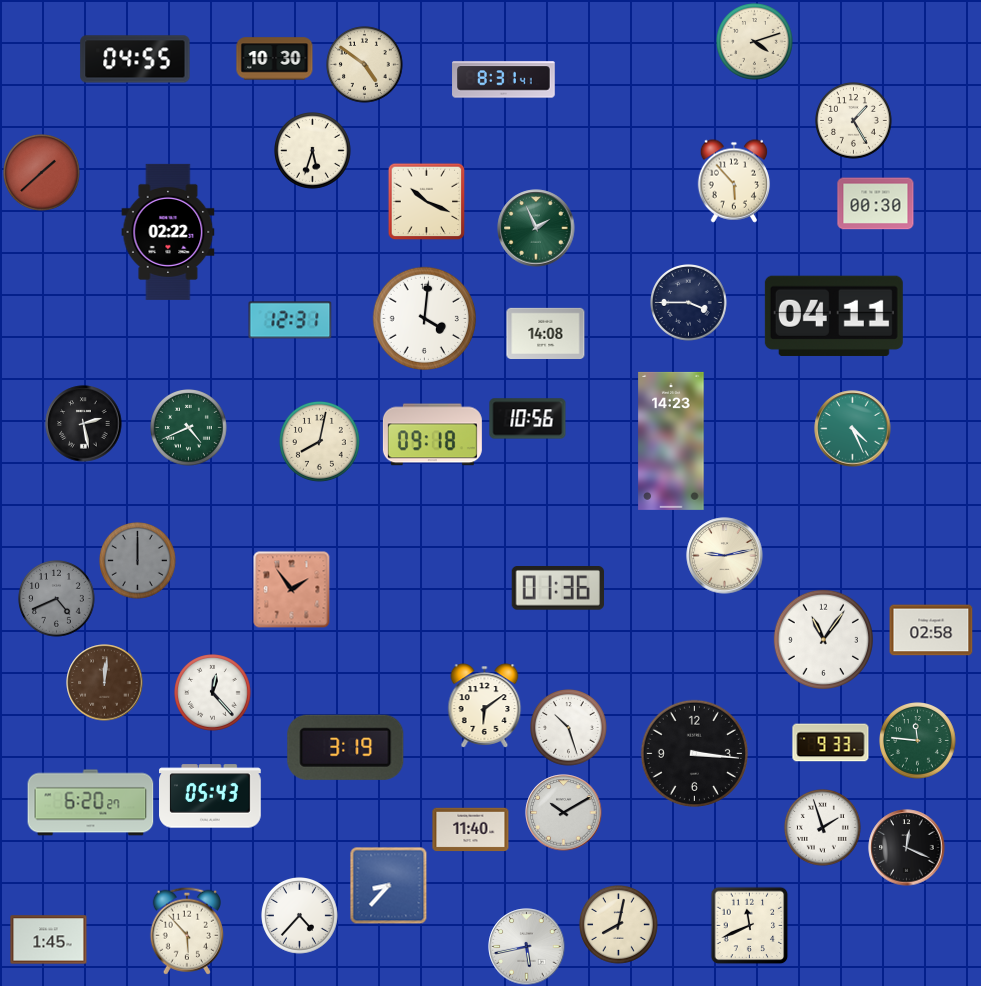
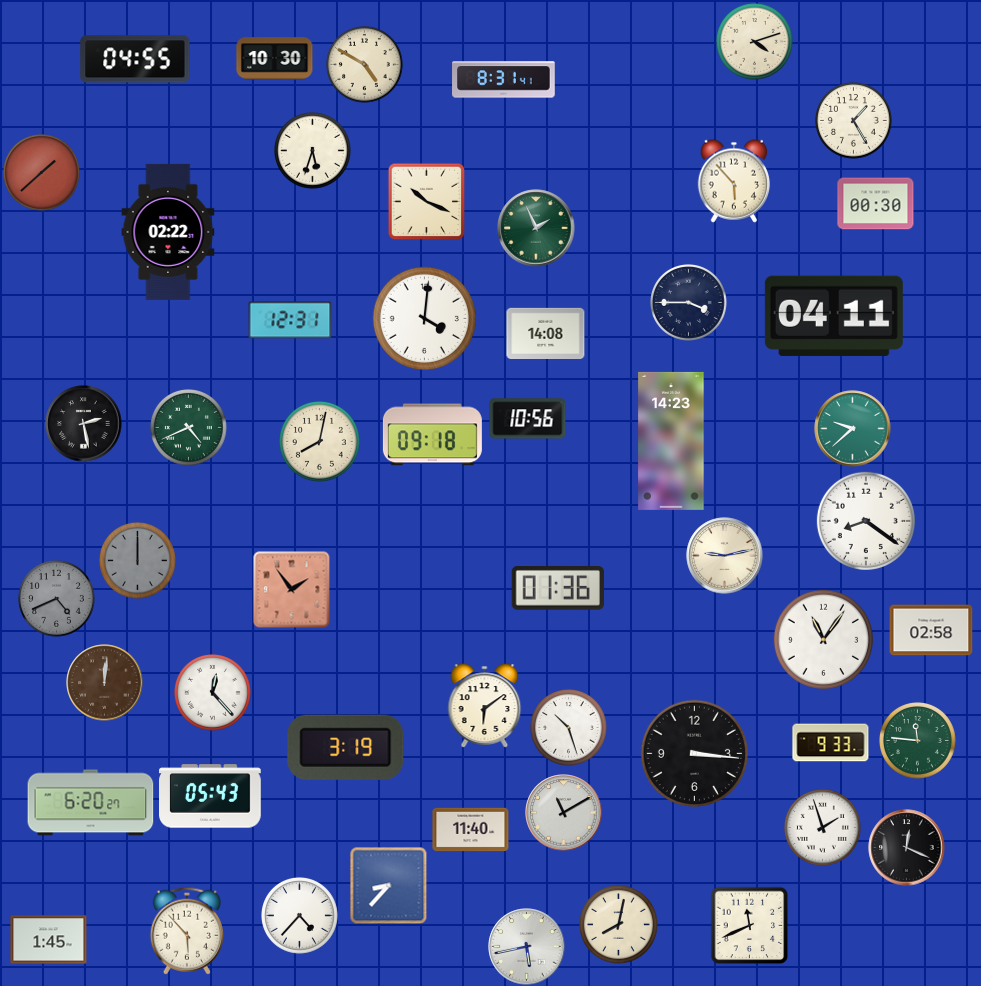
clock at (365, 65): 4:51 -> 4:50
clock at (853, 429): 4:26 -> 9:38
clock at (866, 521): none -> 8:21
clock at (564, 813): 10:10 -> 11:10
